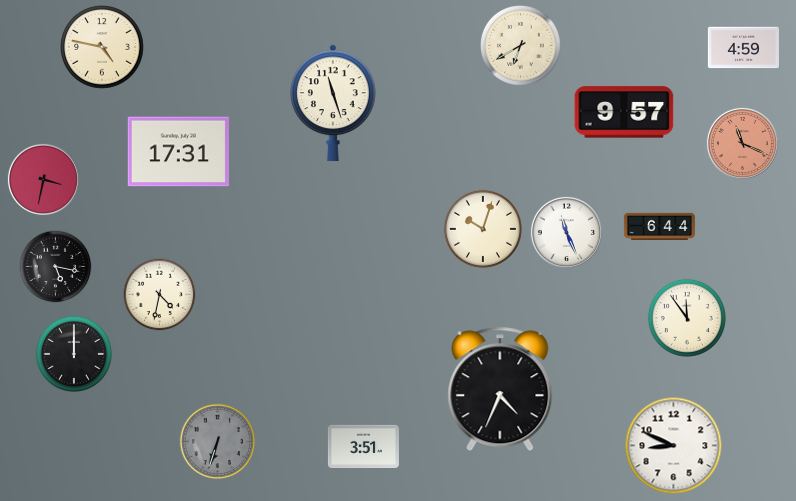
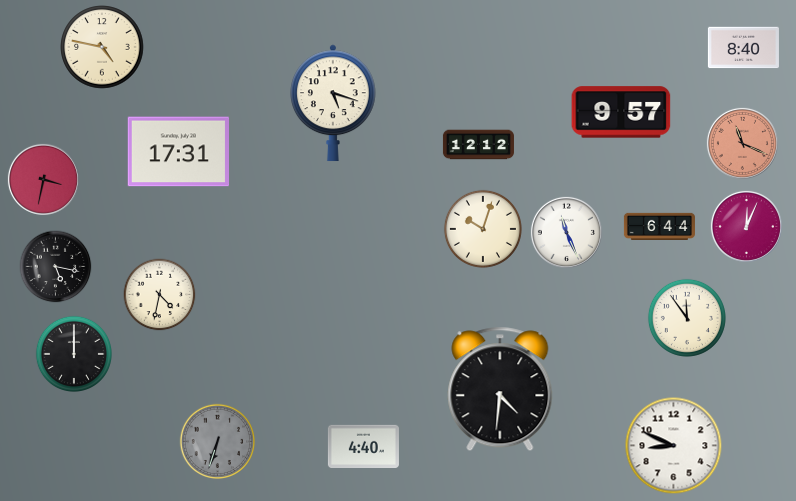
clock at (520, 45): 6:40 -> none
clock at (743, 48): 4:59 -> 8:40
clock at (334, 103): 11:27 -> 5:18
clock at (624, 112) position: (624, 112) -> (621, 112)
clock at (478, 145): none -> 12:12
clock at (746, 226): none -> 12:04
clock at (500, 389): 4:34 -> 4:31
clock at (363, 446): 3:51 -> 4:40
